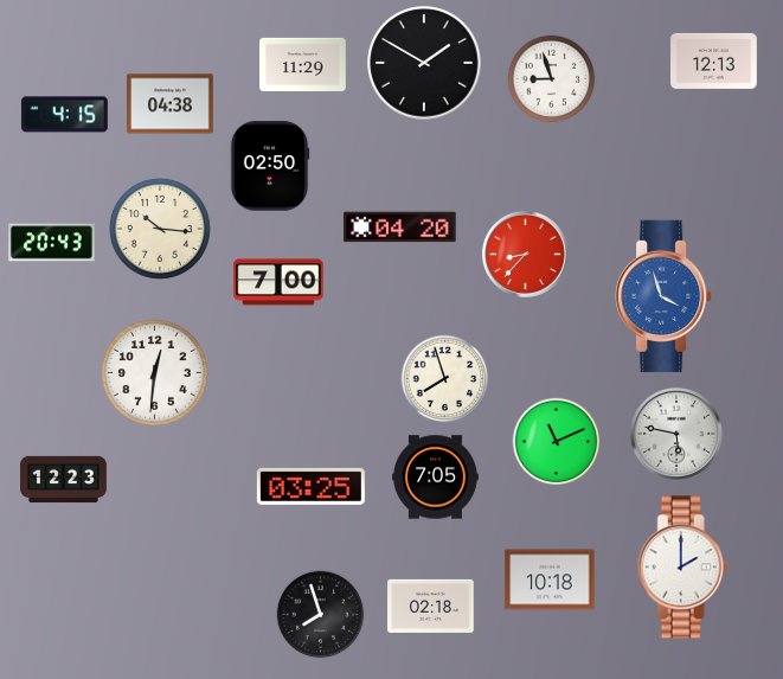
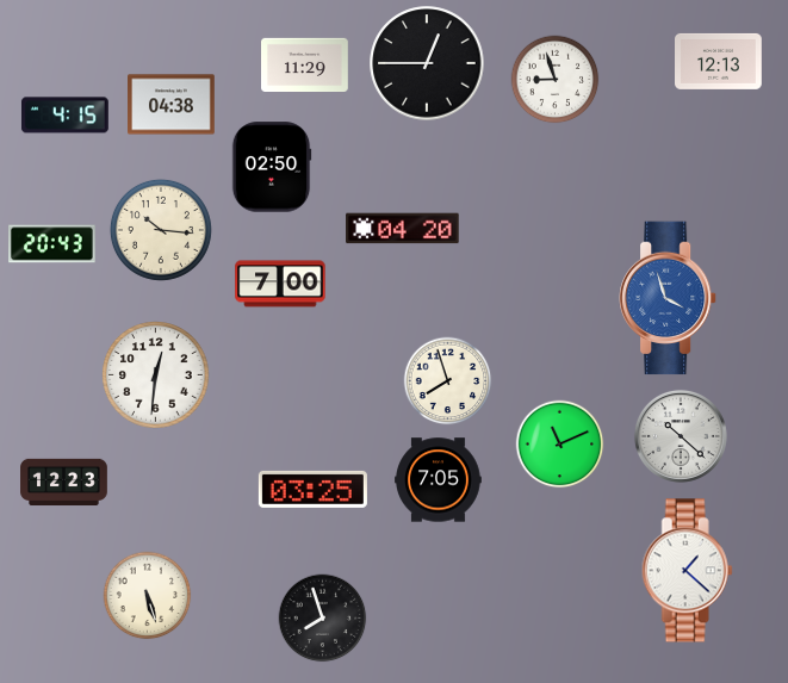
clock at (424, 63): 1:50 -> 12:45
clock at (525, 254): 8:37 -> none
clock at (676, 434): 5:47 -> 10:22
clock at (682, 568): 2:00 -> 1:22
clock at (550, 579): 10:18 -> none
clock at (148, 596): none -> 5:27
clock at (431, 606): 02:18 -> none
